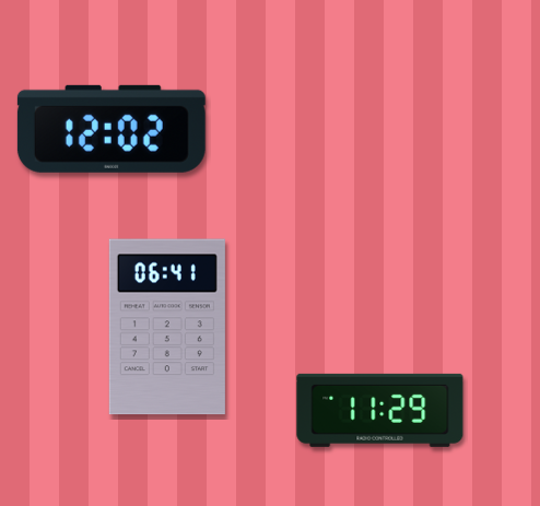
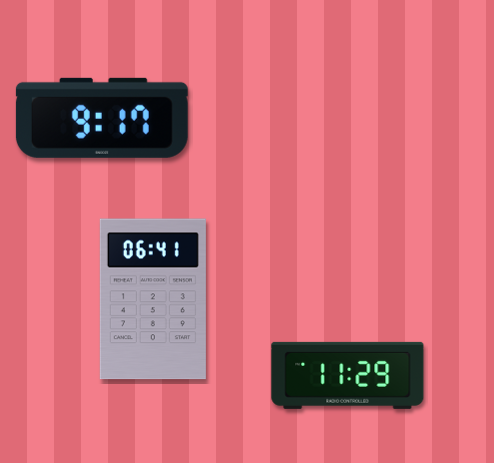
clock at (111, 129): 12:02 -> 9:17
